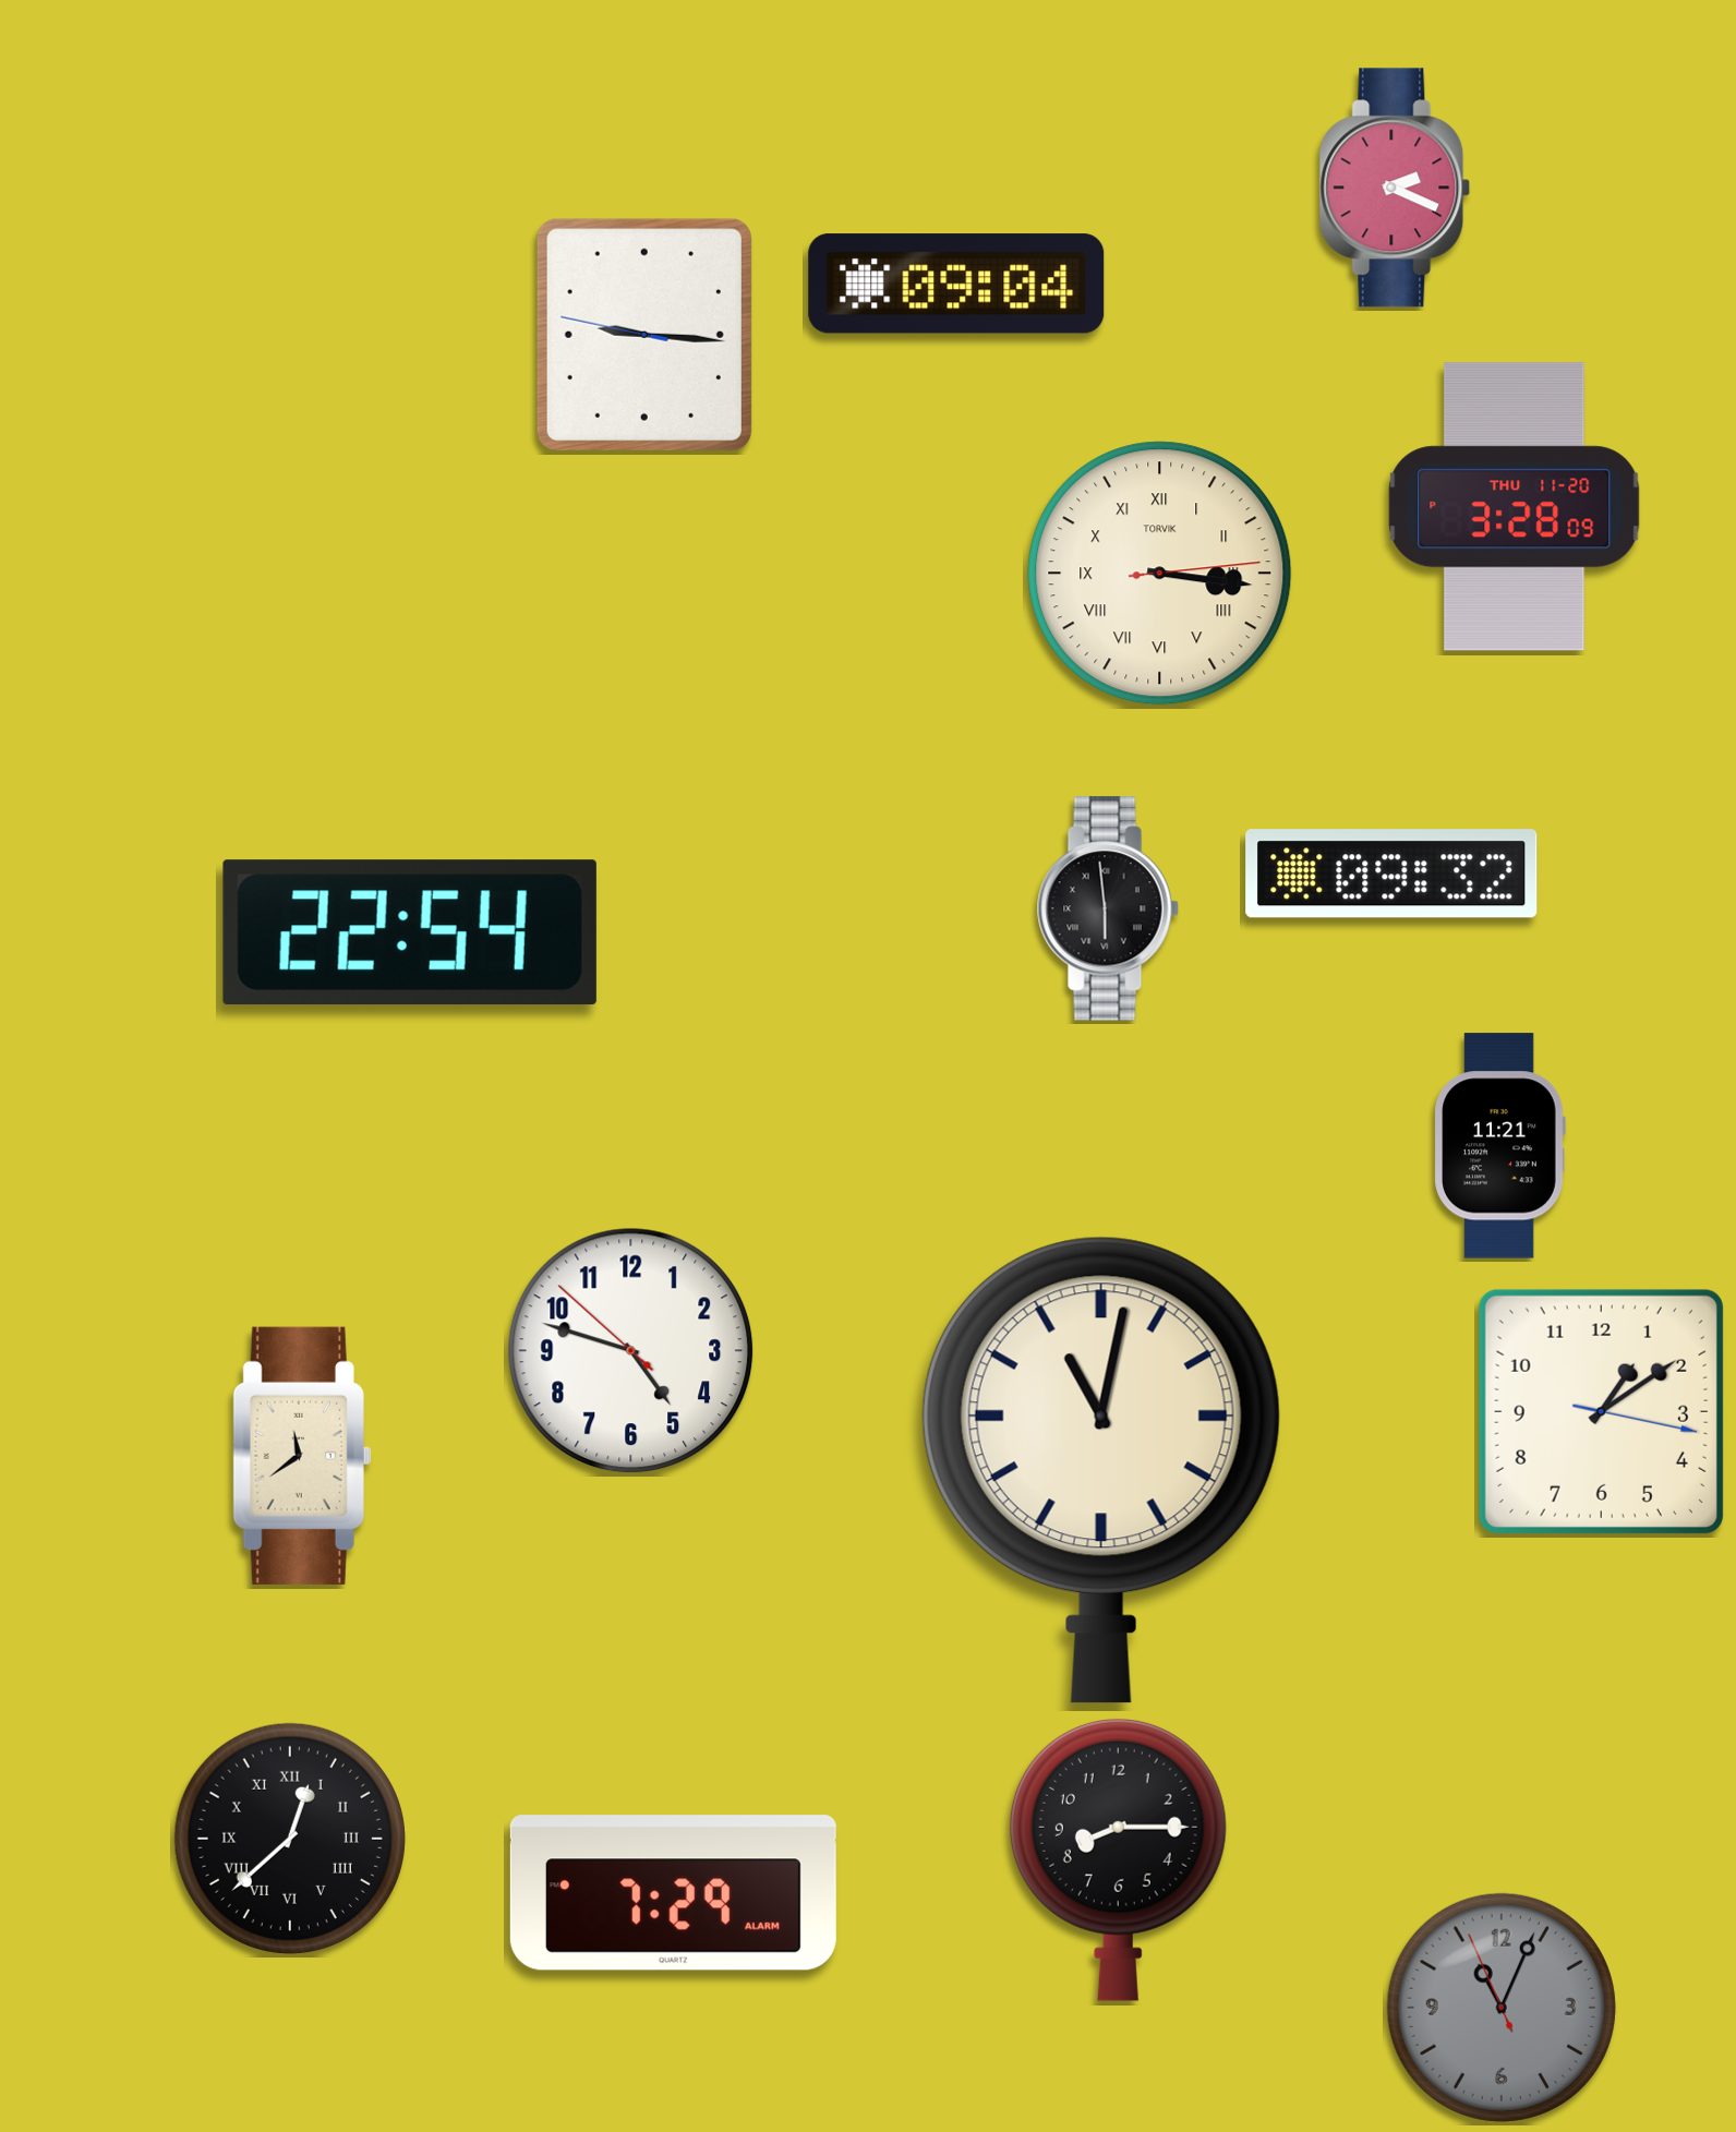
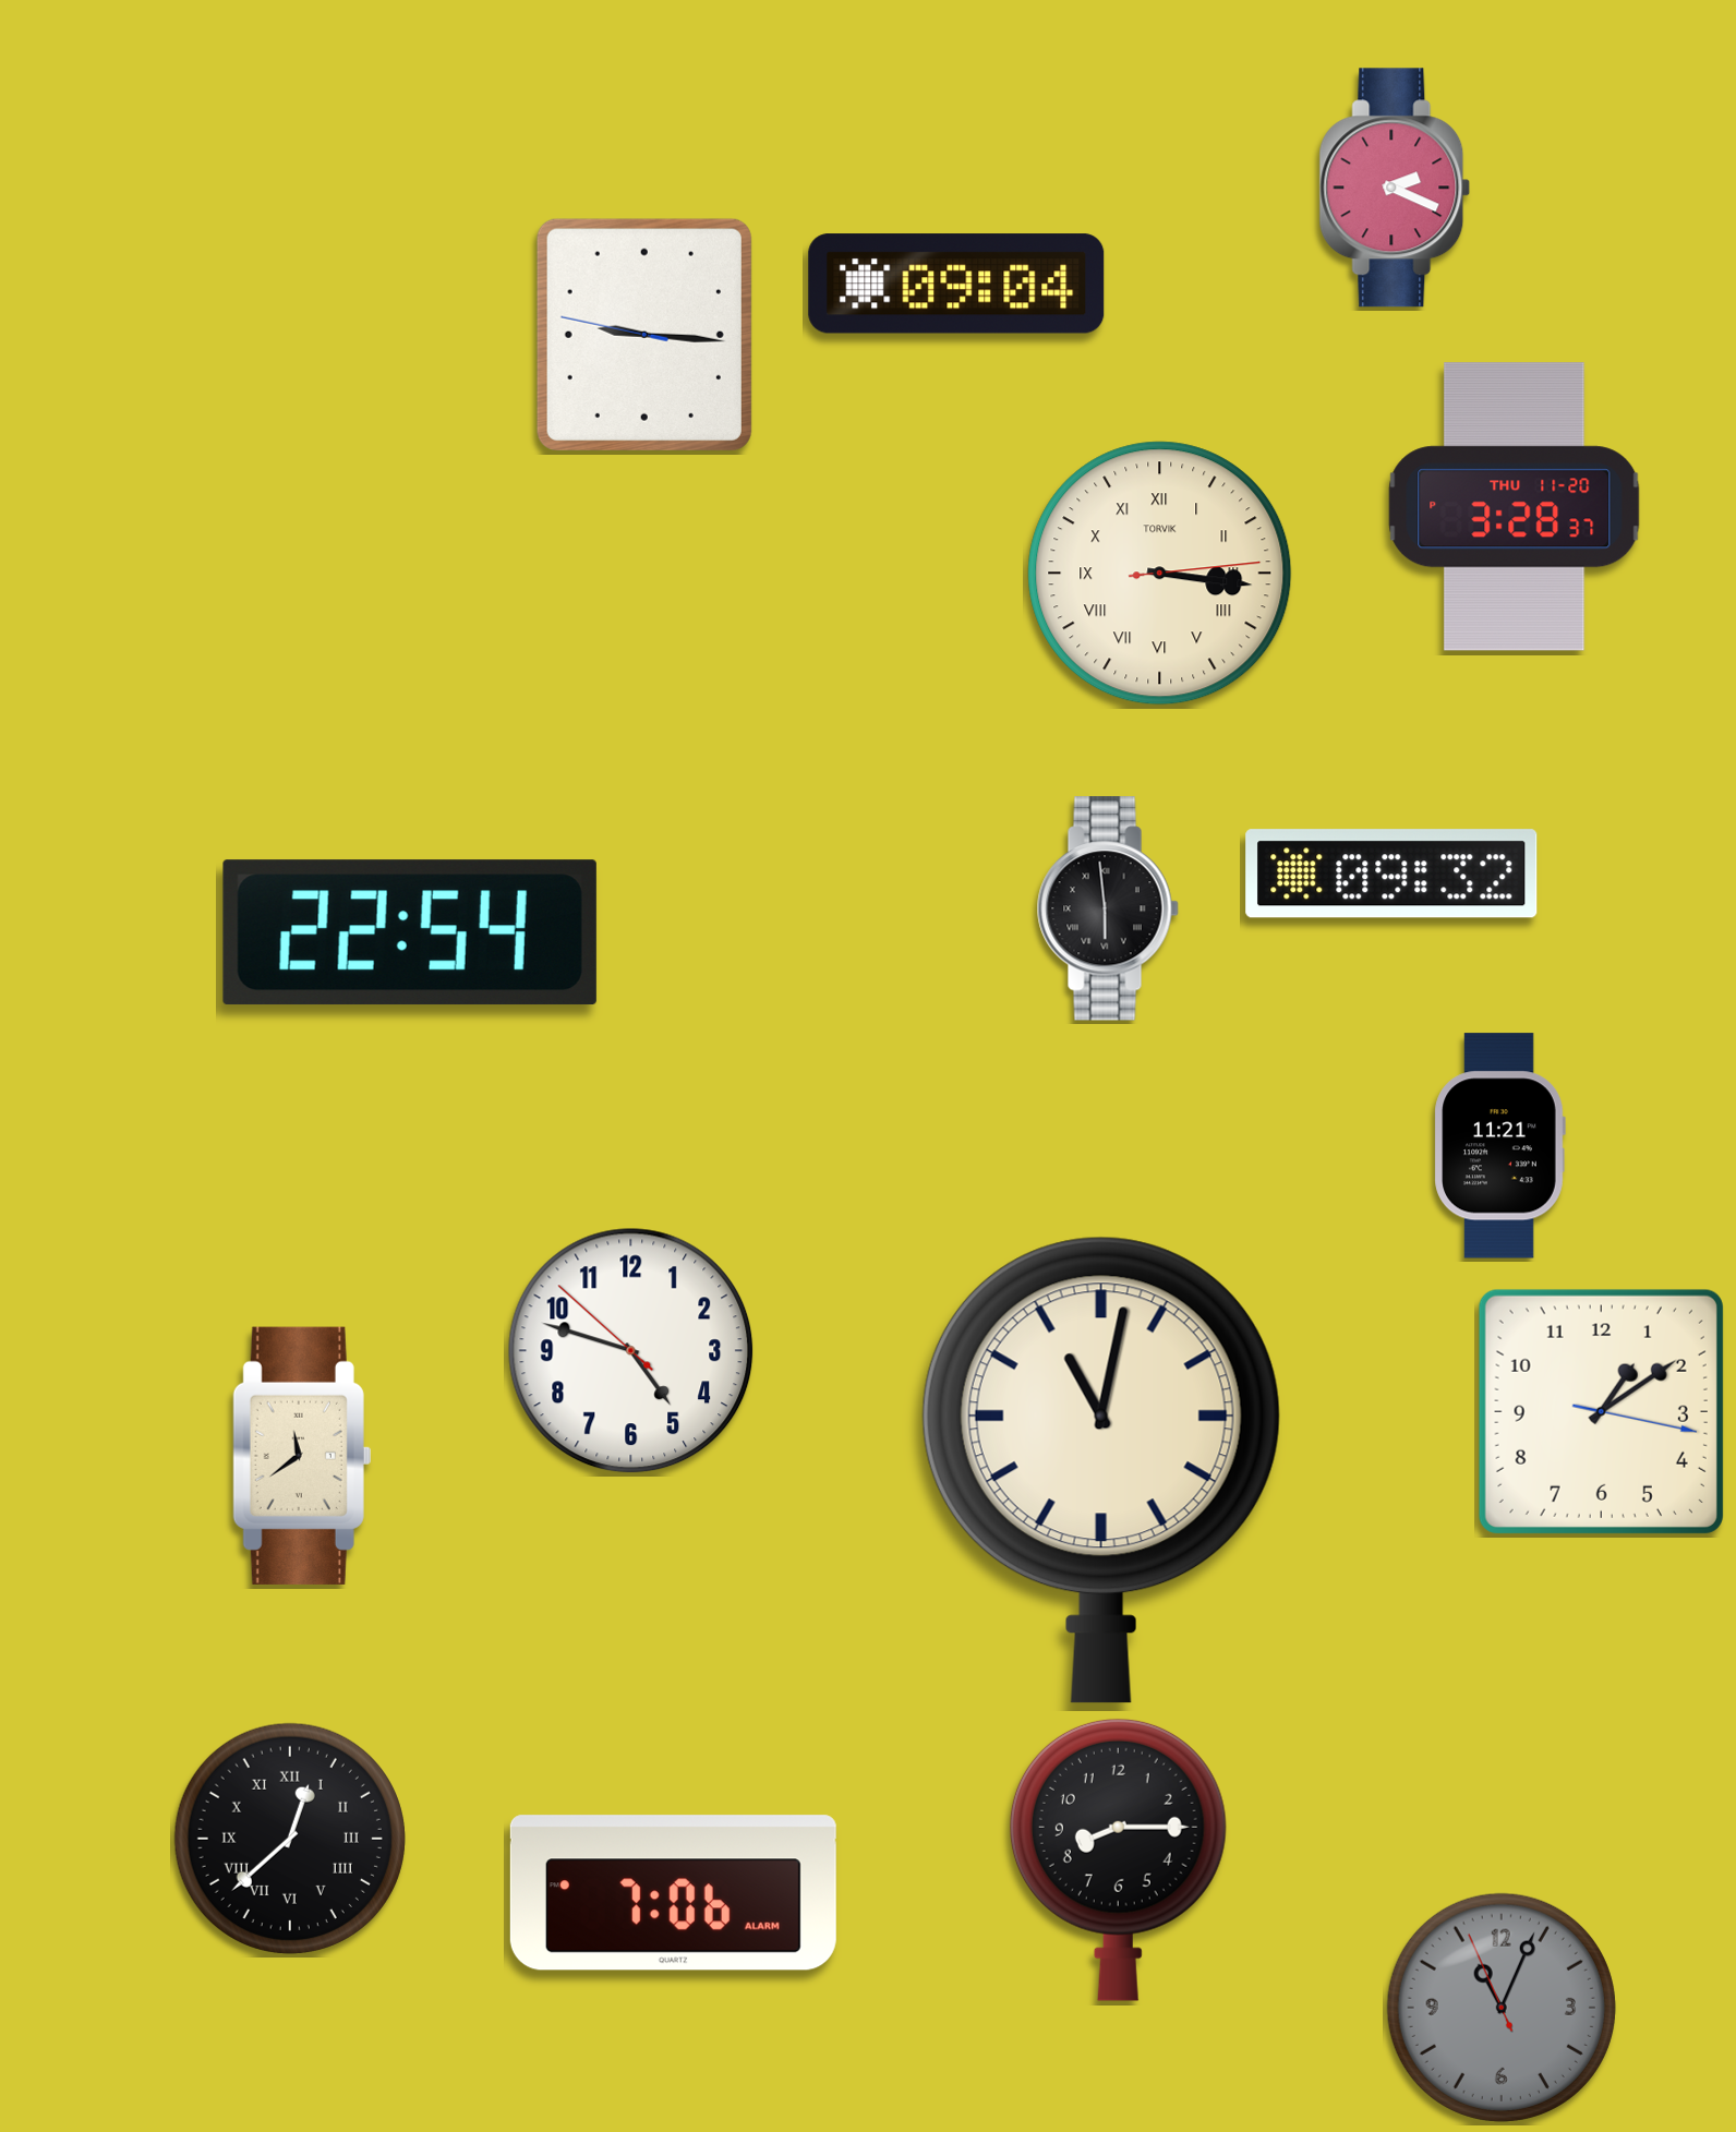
clock at (1515, 507): 3:28:09 PM -> 3:28:37 PM
clock at (673, 1893): 7:29 -> 7:06
